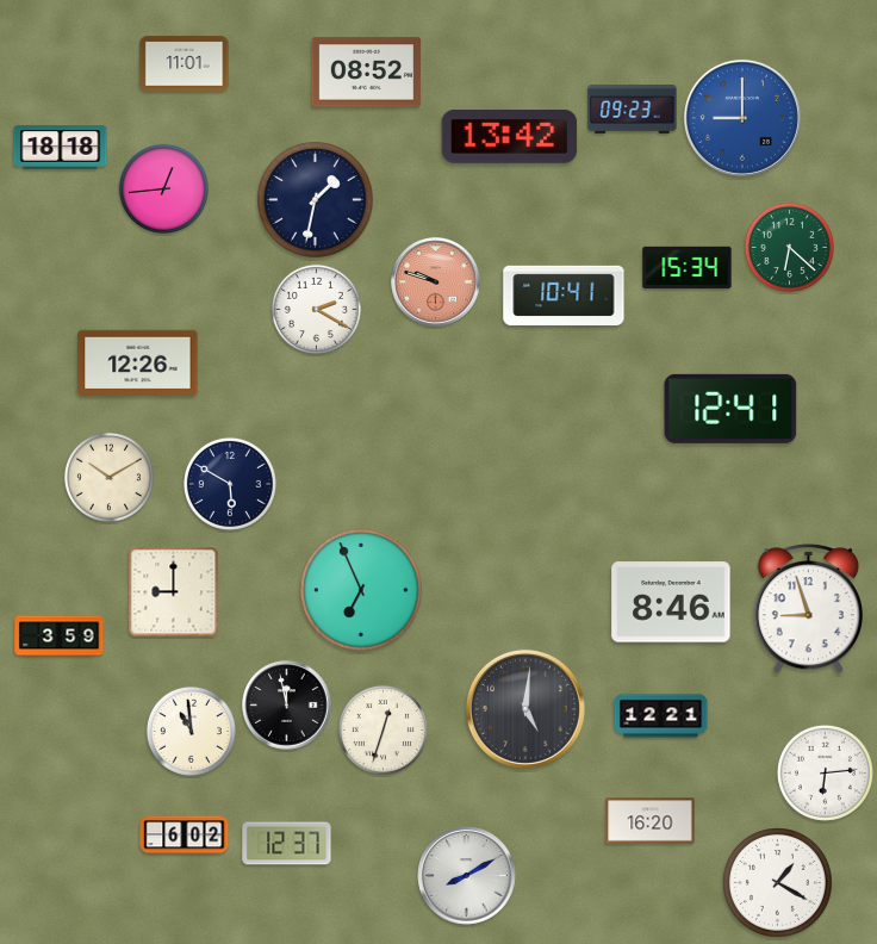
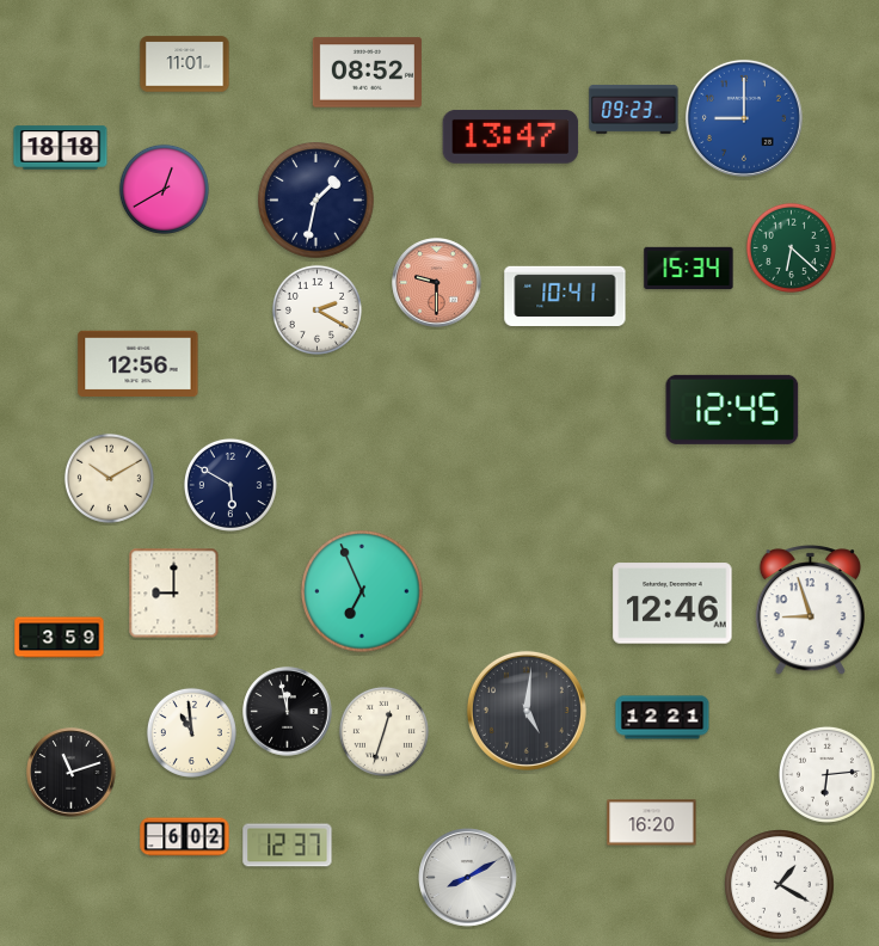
clock at (510, 136): 13:42 -> 13:47
clock at (163, 188): 12:44 -> 12:40
clock at (436, 282): 9:48 -> 9:30
clock at (138, 364): 12:26 -> 12:56
clock at (730, 409): 12:41 -> 12:45
clock at (671, 602): 8:46 -> 12:46
clock at (287, 706) position: (287, 706) -> (288, 712)
clock at (72, 773): none -> 11:12
